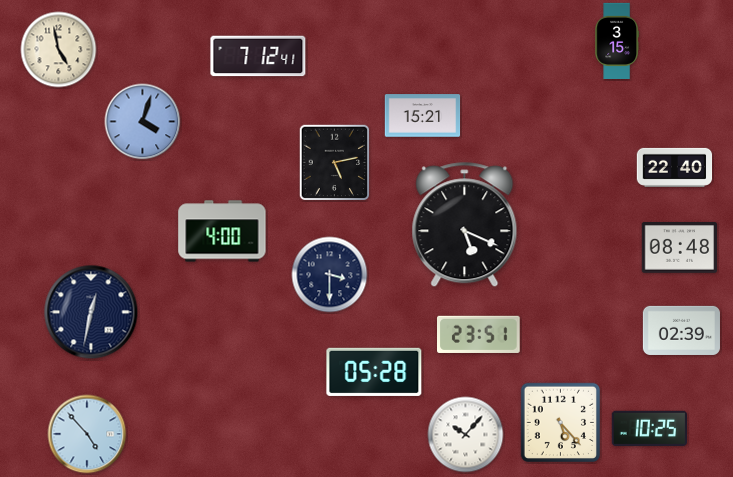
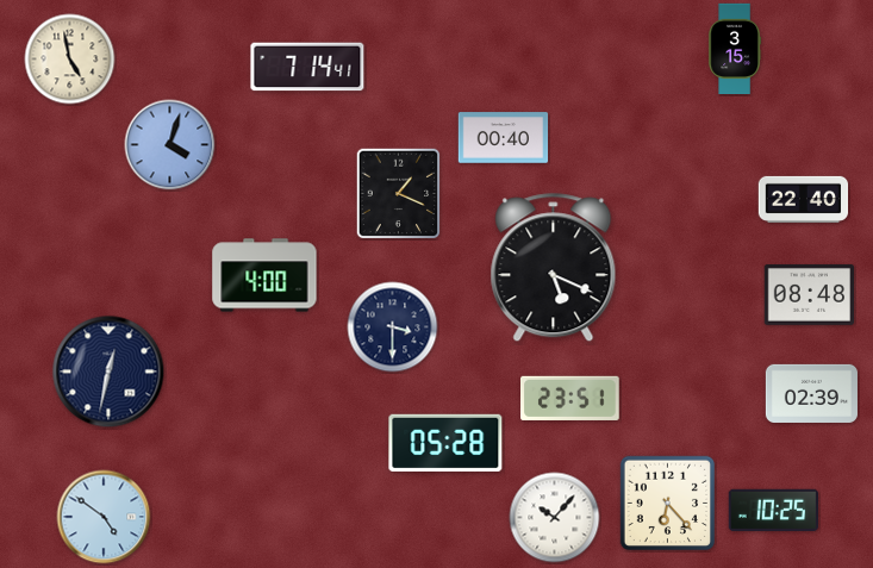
clock at (258, 56): 7:12 -> 7:14
clock at (423, 116): 15:21 -> 00:40
clock at (335, 163): 5:13 -> 1:19
clock at (561, 423): 5:23 -> 6:23
clock at (87, 434): 4:53 -> 4:51
